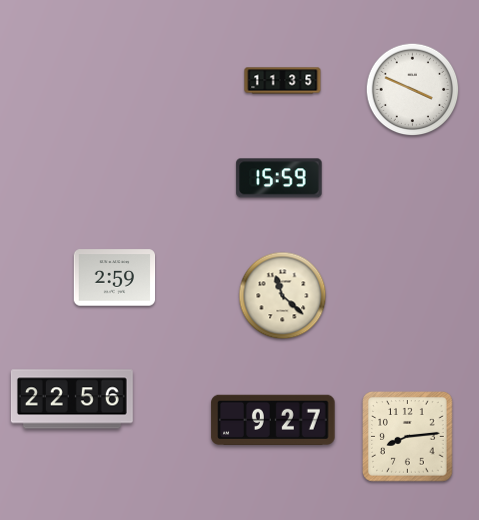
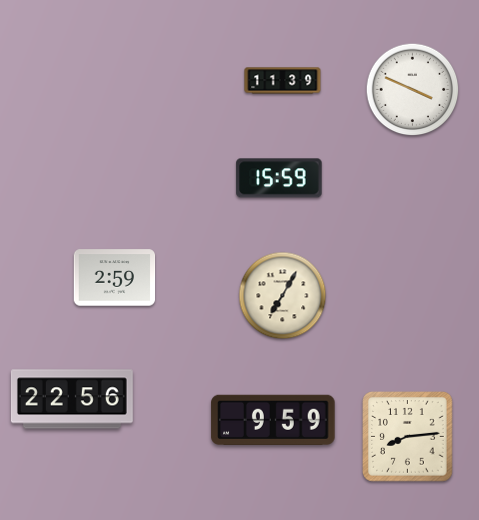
clock at (283, 81): 11:35 -> 11:39
clock at (283, 296): 11:22 -> 7:05
clock at (273, 420): 9:27 -> 9:59
